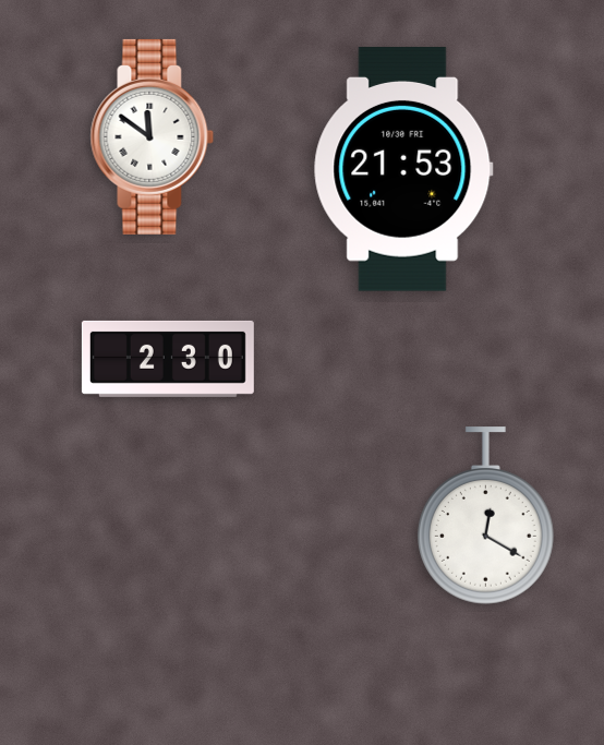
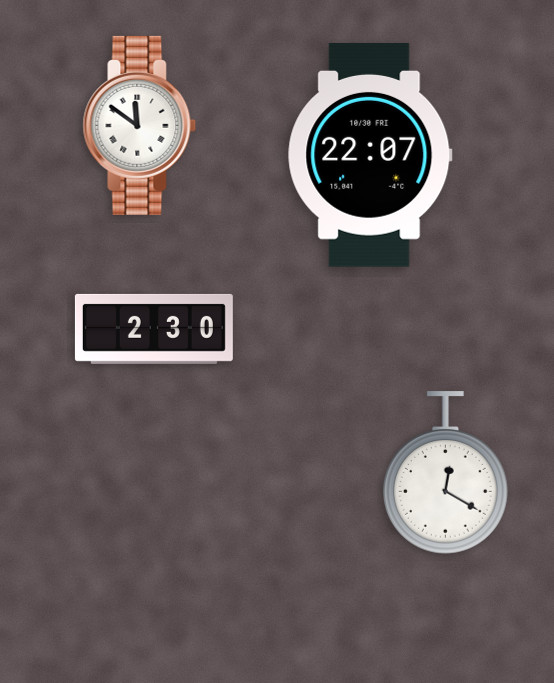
clock at (403, 169): 21:53 -> 22:07
